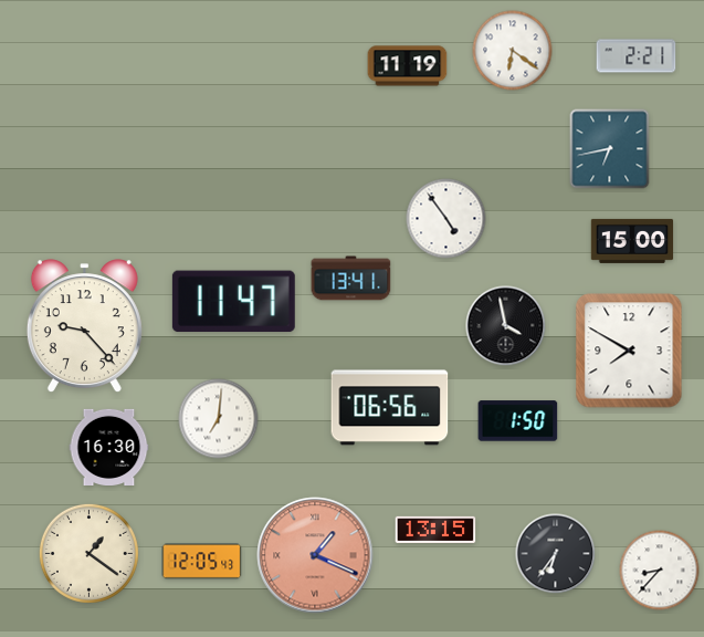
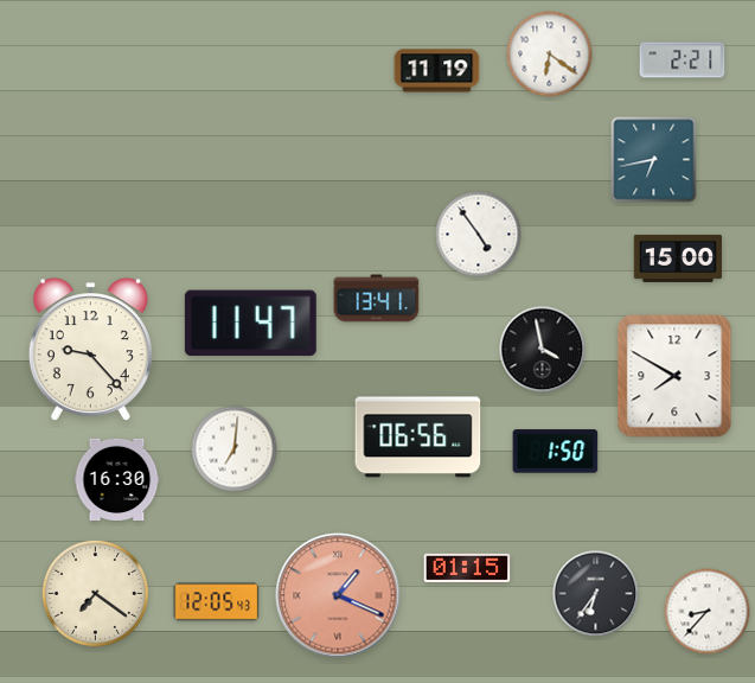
clock at (435, 530): 13:15 -> 01:15
clock at (88, 553): 1:21 -> 7:21
